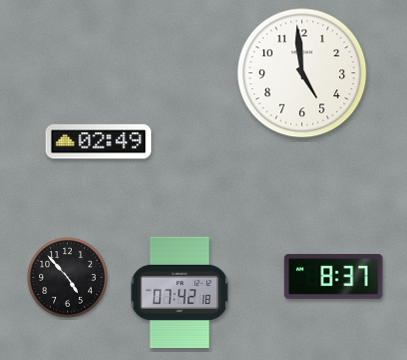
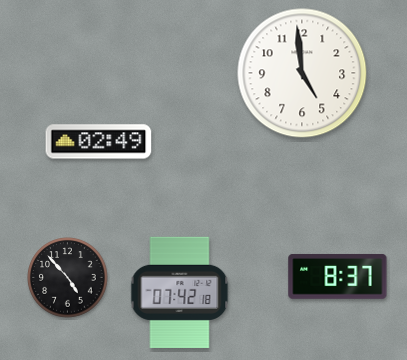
clock at (334, 276) position: (334, 276) -> (338, 276)
